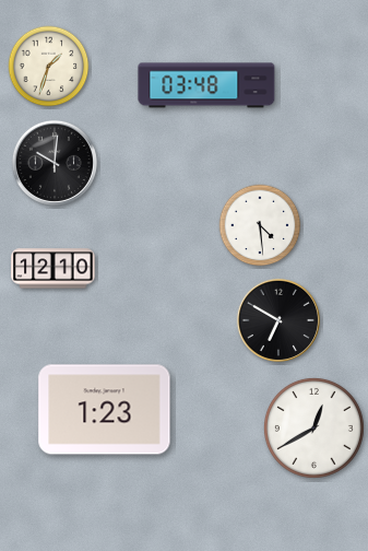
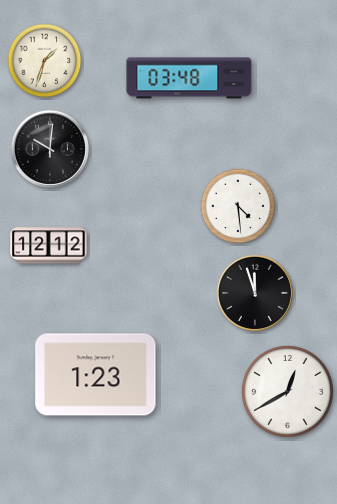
clock at (54, 269): 12:10 -> 12:12
clock at (278, 320): 6:50 -> 11:57
